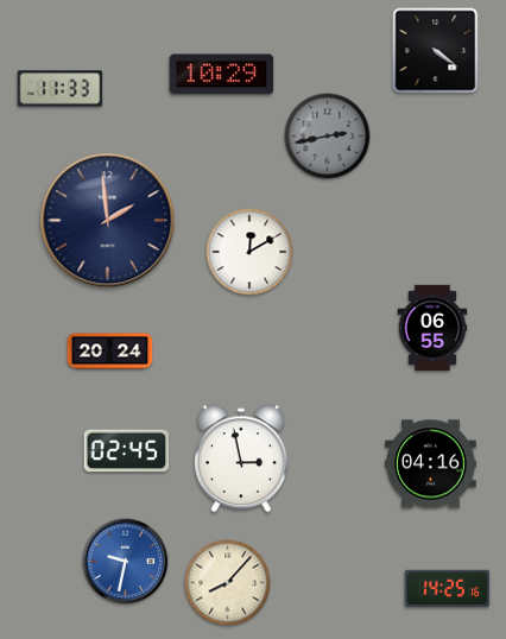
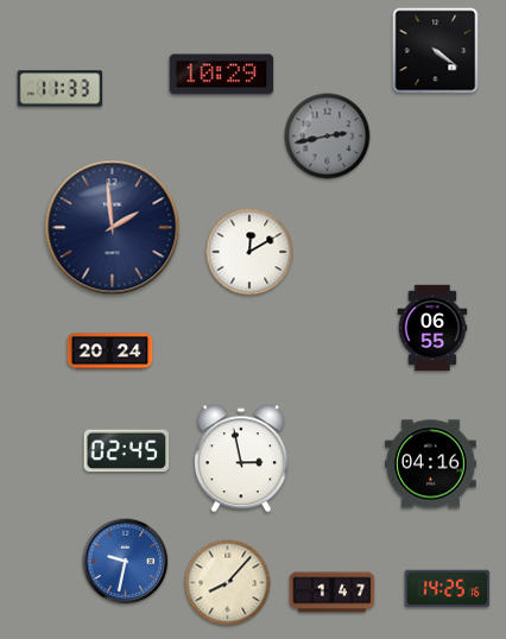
clock at (108, 221) position: (108, 221) -> (113, 228)
clock at (333, 593): none -> 1:47
